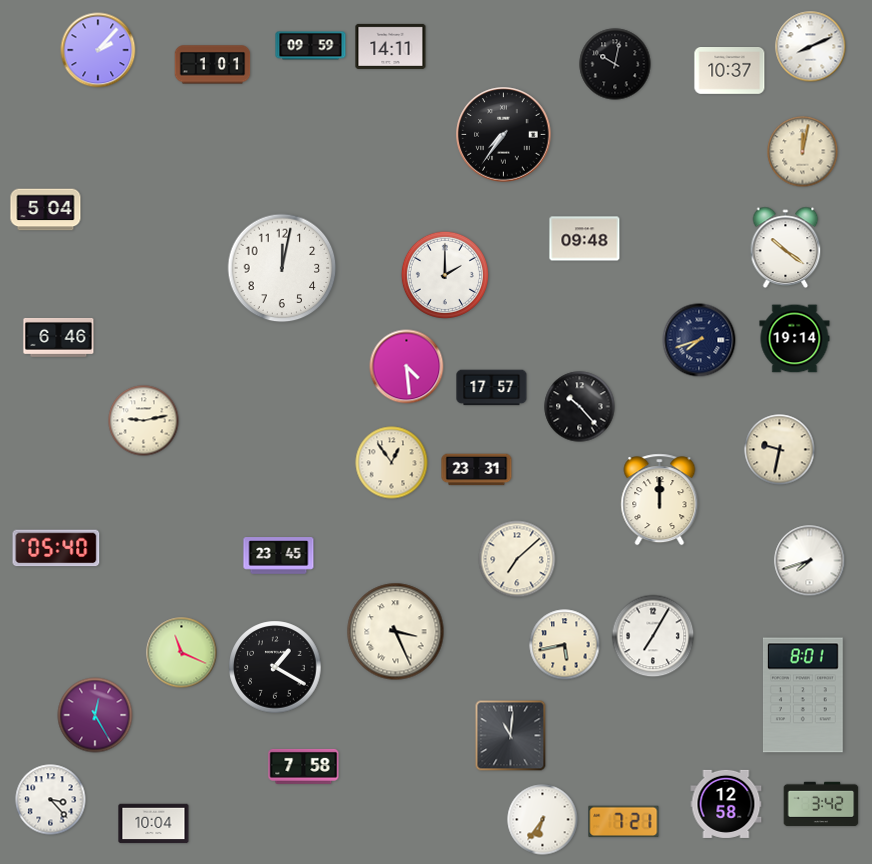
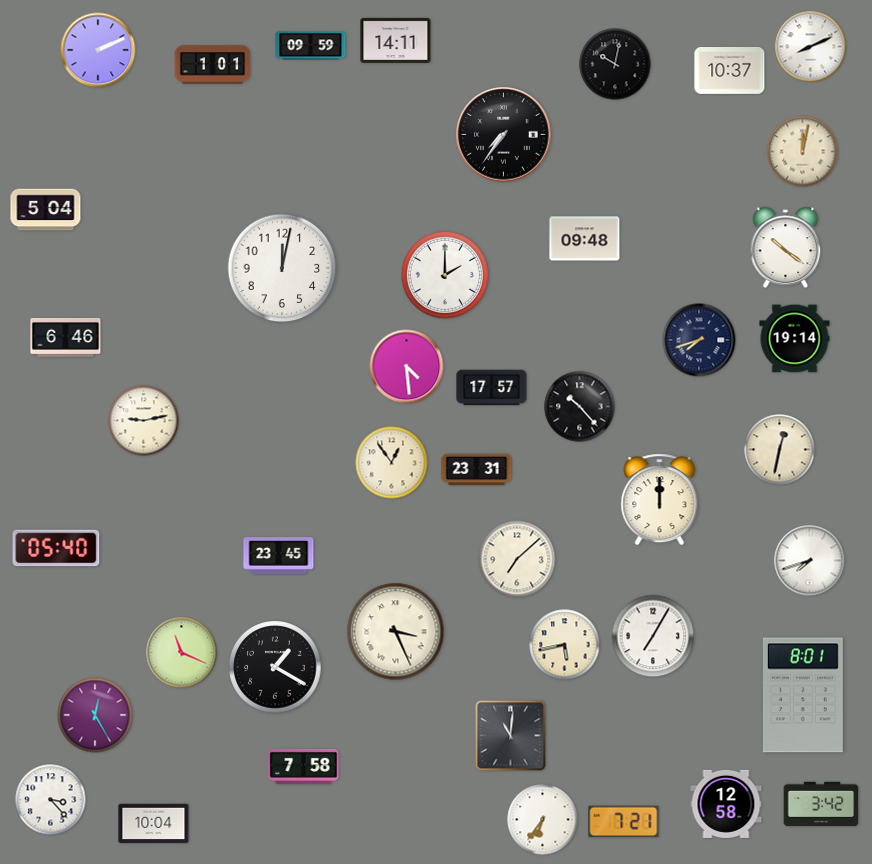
clock at (391, 46) position: (391, 46) -> (396, 40)
clock at (98, 50): 2:07 -> 2:11
clock at (59, 337) position: (59, 337) -> (66, 337)
clock at (780, 450): 9:32 -> 12:32
